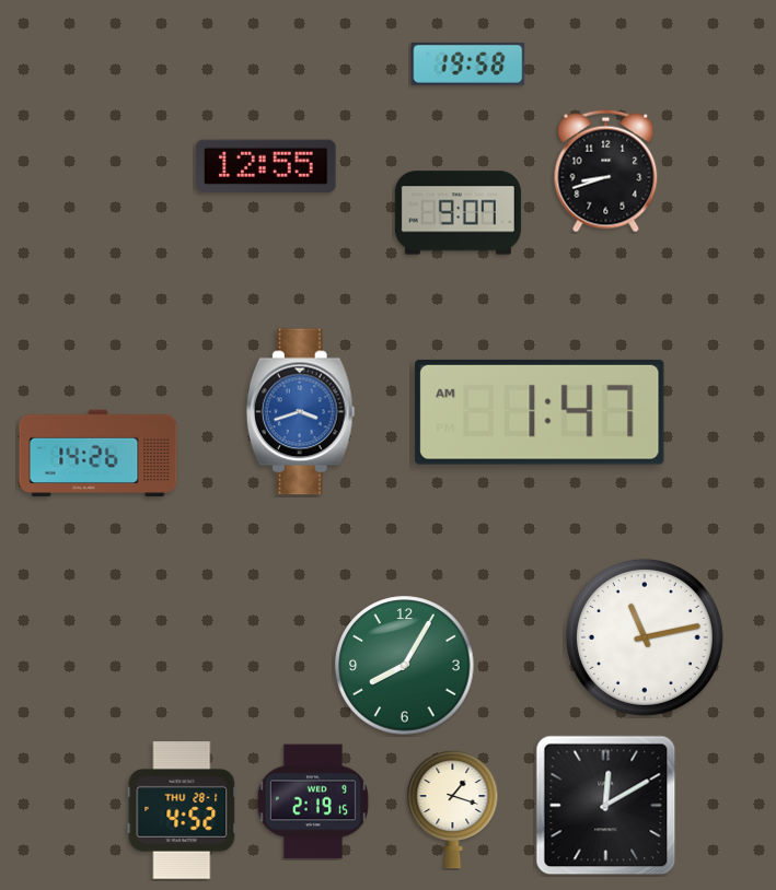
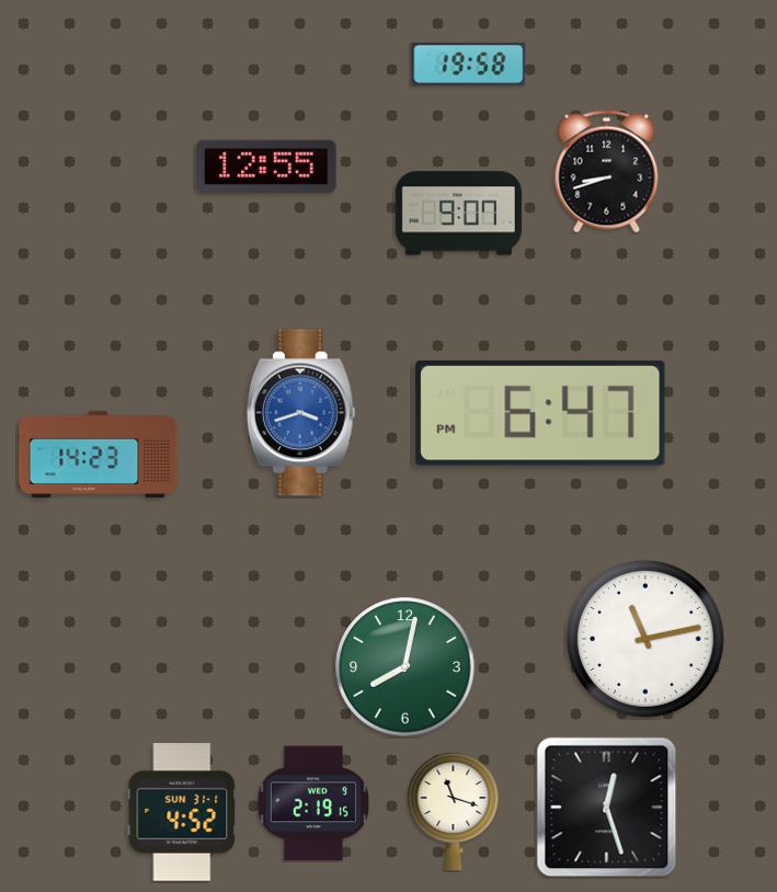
clock at (540, 412): 1:47 -> 6:47
clock at (99, 454): 14:26 -> 14:23
clock at (405, 666): 8:05 -> 8:02
clock at (606, 806): 12:10 -> 12:27
clock at (182, 810) date: THU 28-1 -> SUN 31-1
clock at (453, 810): 1:18 -> 11:18
